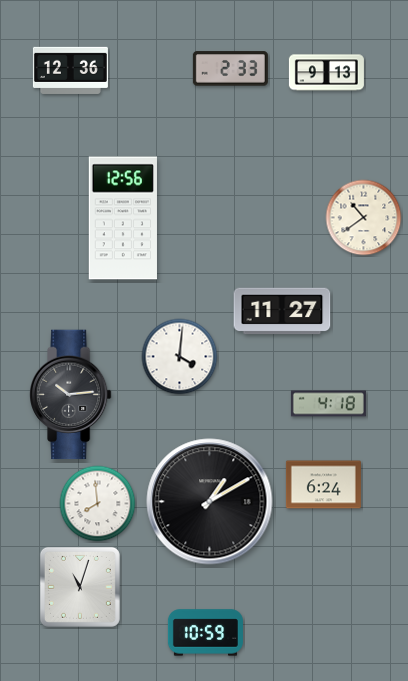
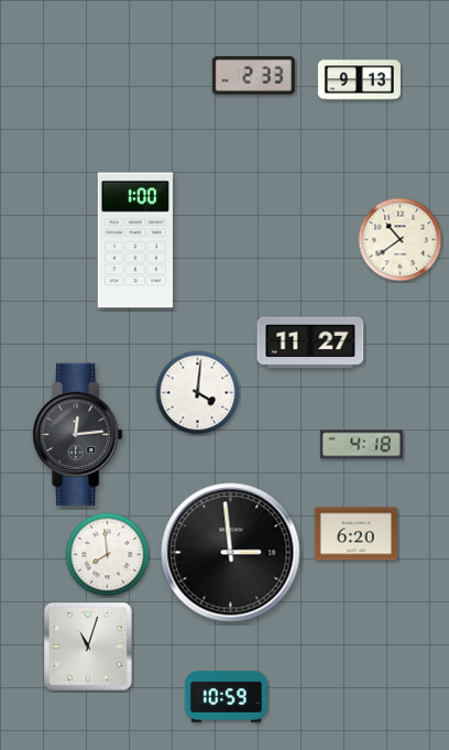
clock at (70, 70): 12:36 -> none
clock at (123, 218): 12:56 -> 1:00
clock at (70, 395): 10:14 -> 12:14
clock at (323, 485): 6:24 -> 6:20
clock at (210, 502): 1:10 -> 2:59
